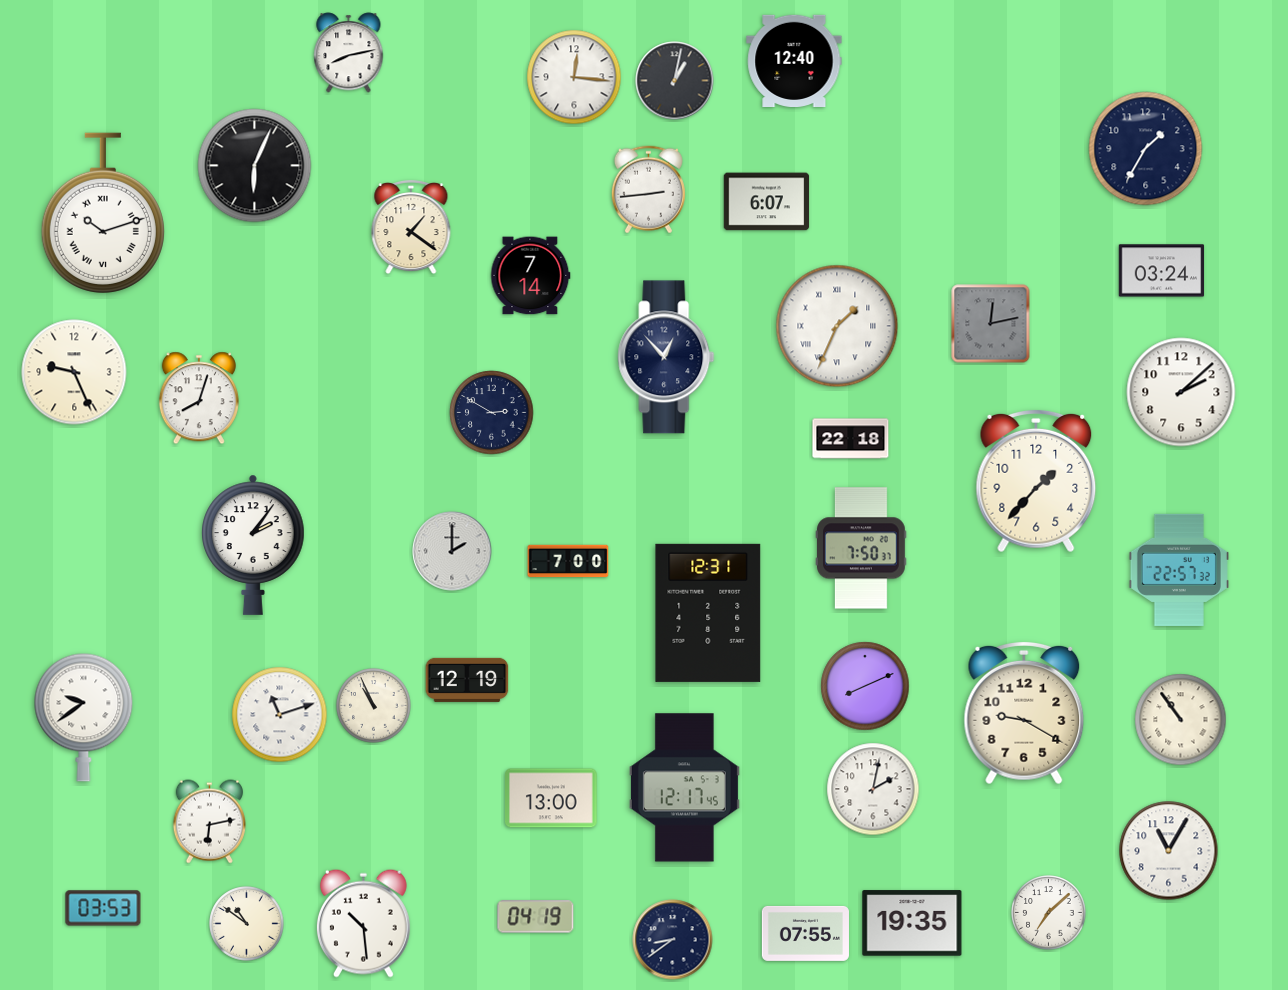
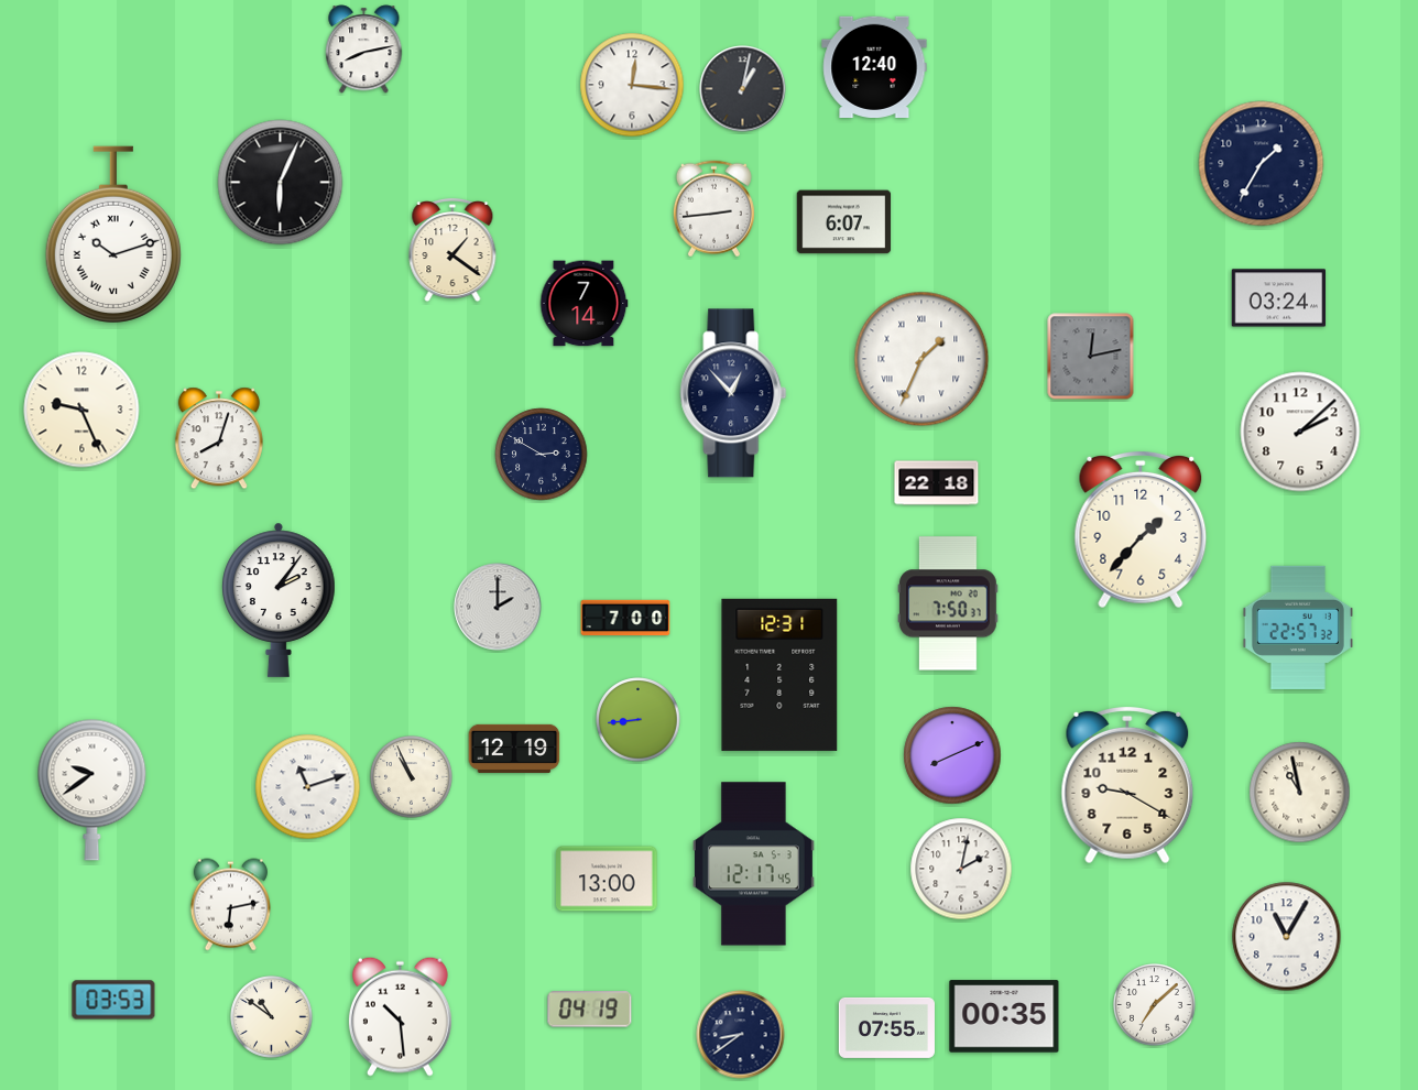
clock at (349, 53) position: (349, 53) -> (364, 50)
clock at (639, 720): none -> 8:44
clock at (1181, 720): 10:54 -> 10:58
clock at (684, 788) position: (684, 788) -> (753, 864)
clock at (912, 923): 19:35 -> 00:35
